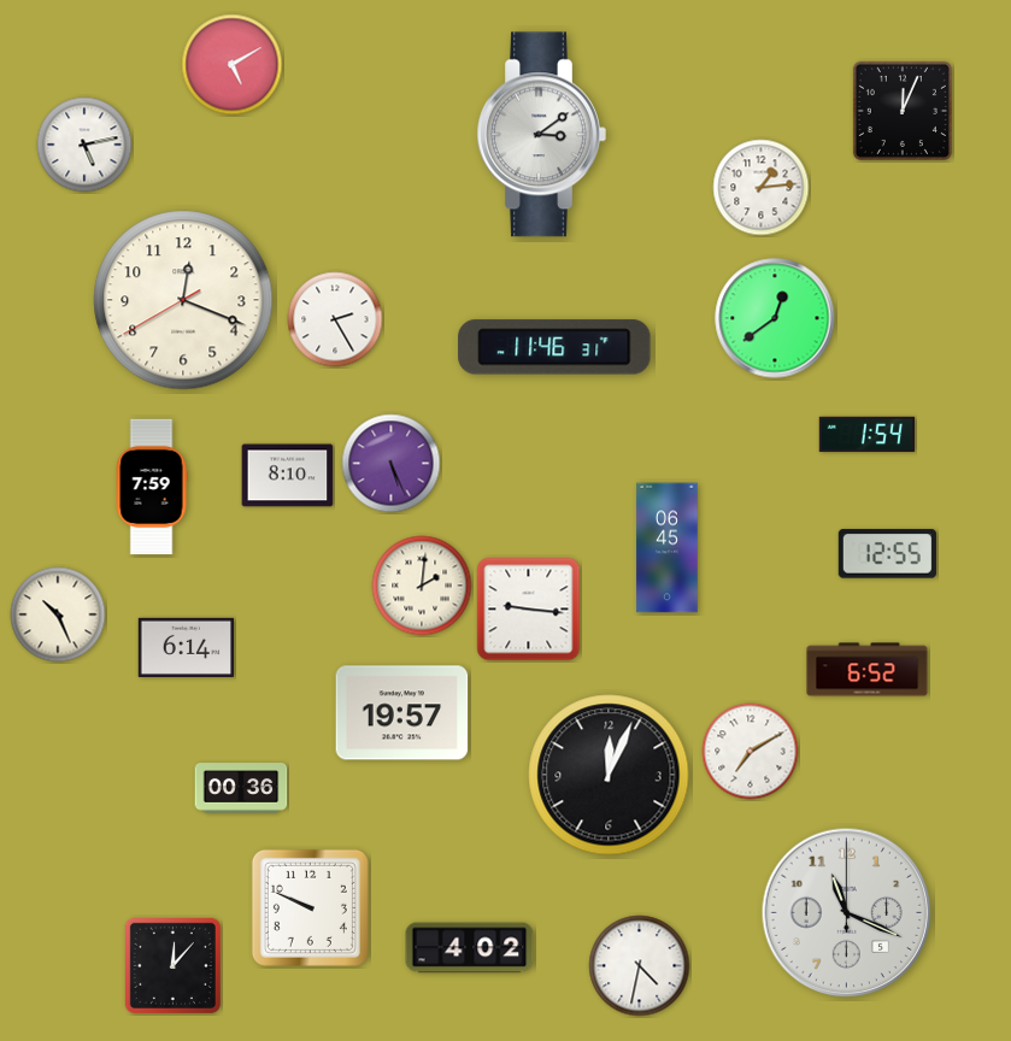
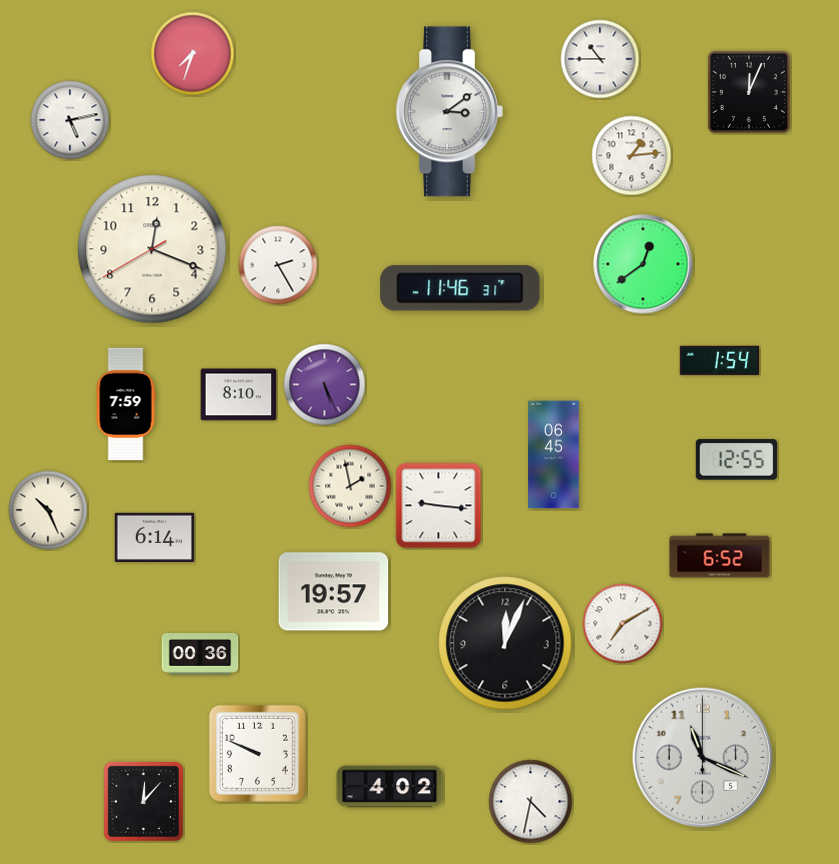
clock at (233, 65): 5:10 -> 7:33
clock at (600, 59): none -> 10:45
clock at (422, 586): 2:01 -> 1:58
